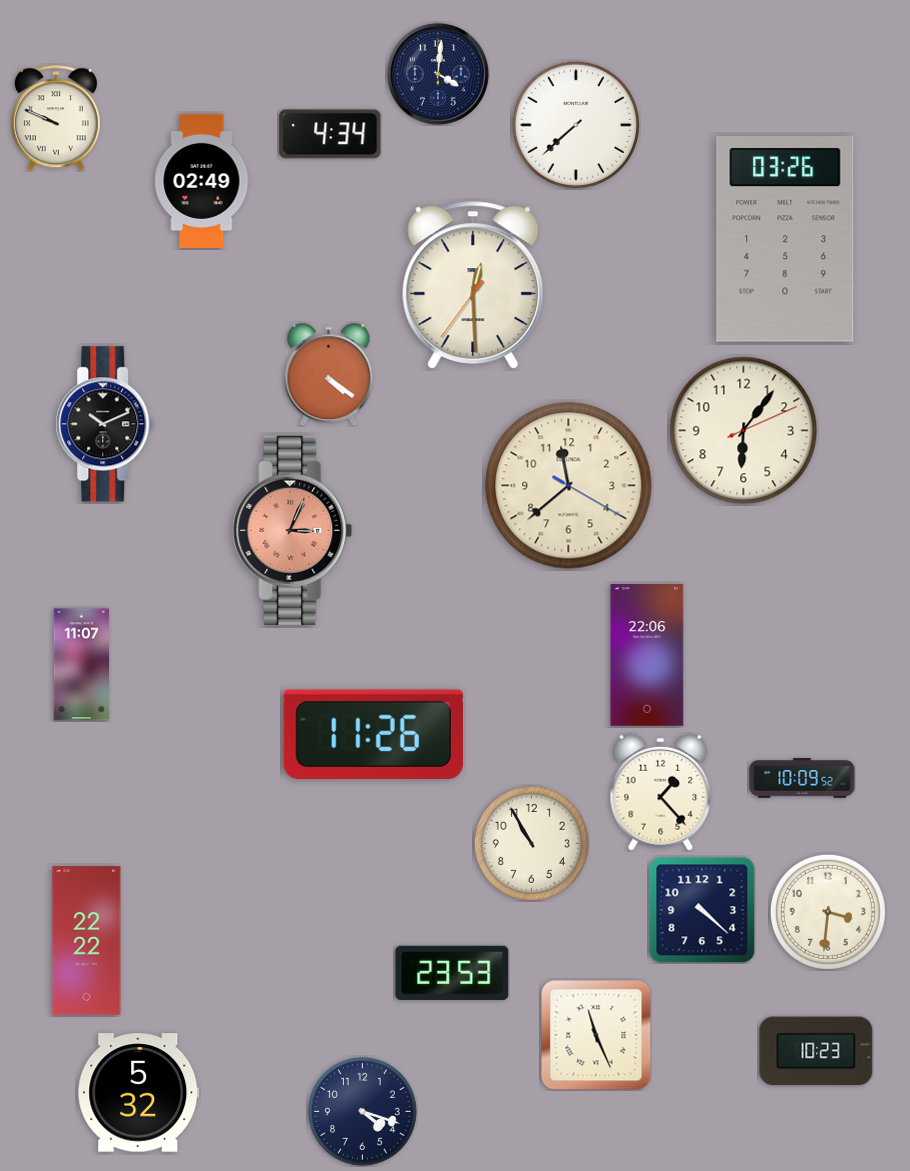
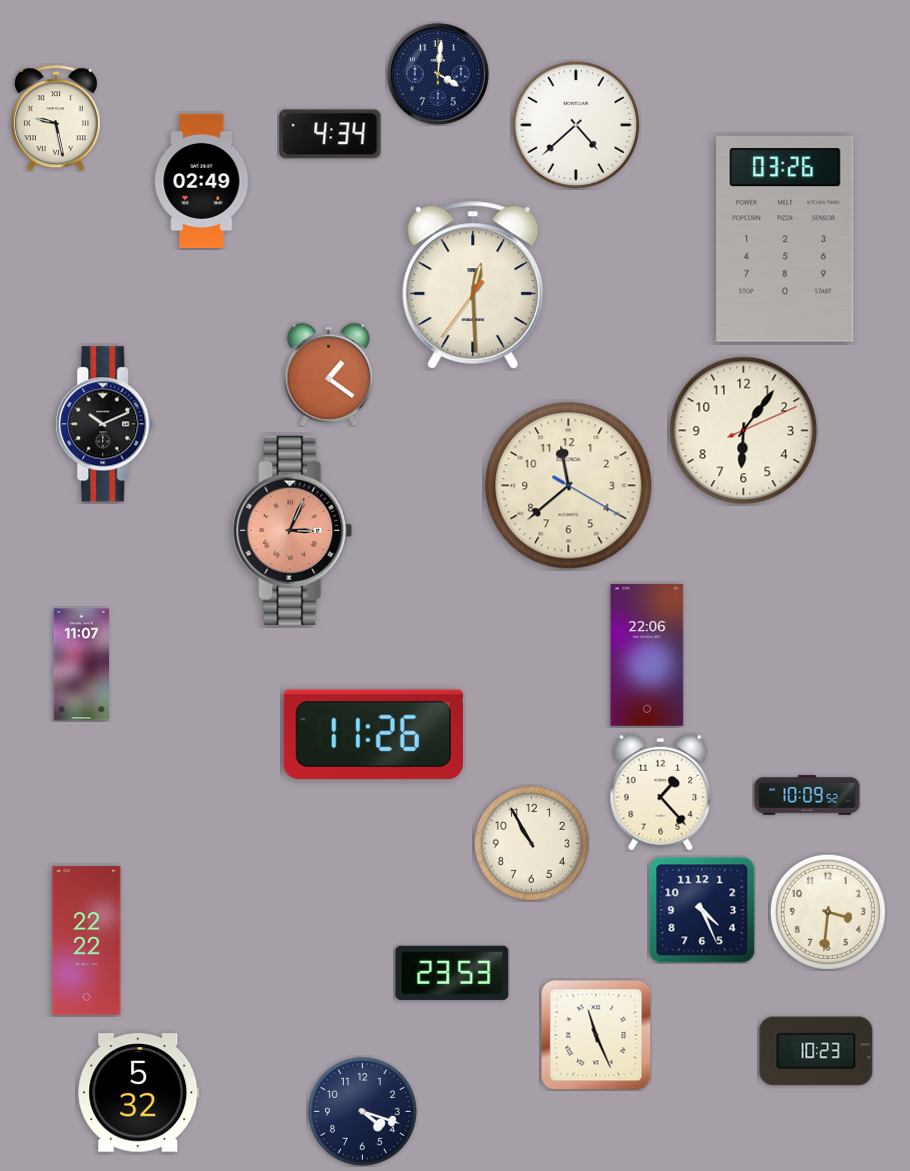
clock at (56, 118): 9:49 -> 9:28
clock at (575, 124): 7:38 -> 4:38
clock at (329, 374): 4:21 -> 1:21
clock at (802, 778) position: (802, 778) -> (807, 795)
clock at (702, 910): 4:22 -> 4:26
